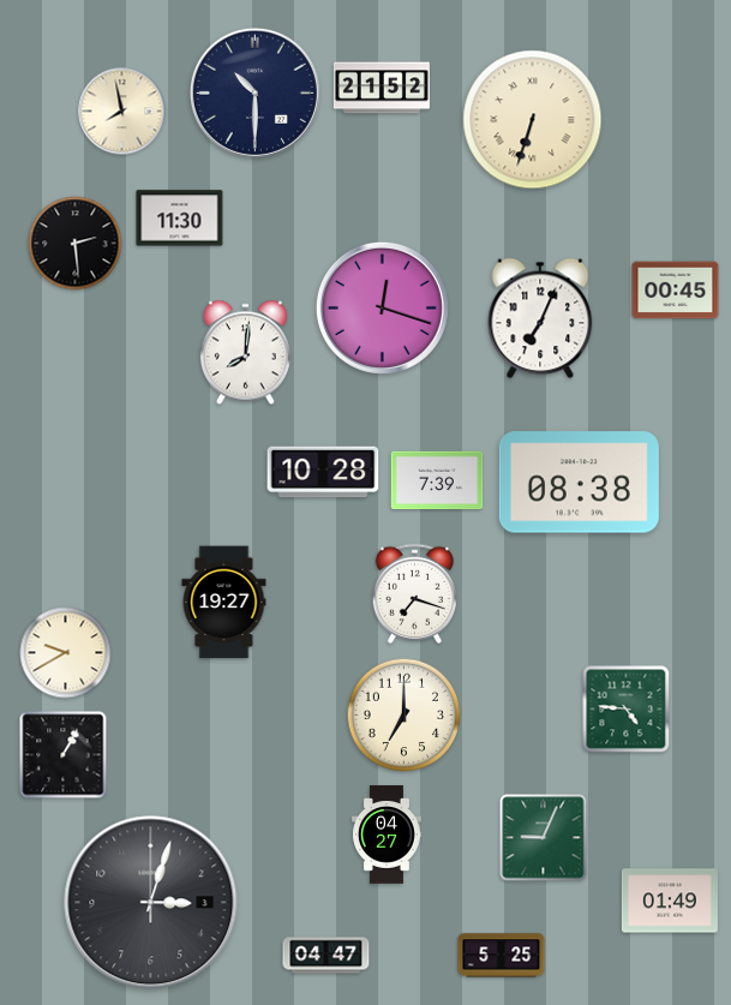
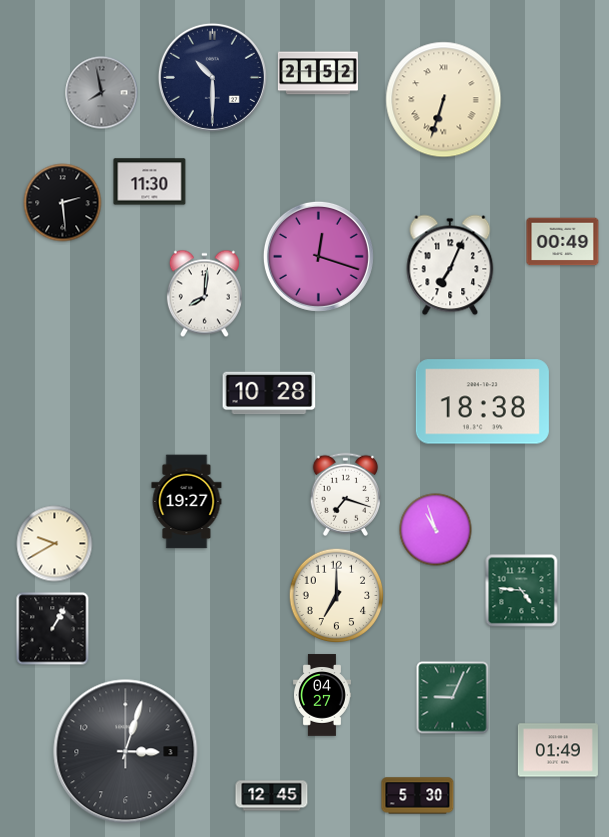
clock at (122, 112) dial: cream -> grey
clock at (676, 291): 00:45 -> 00:49
clock at (437, 480): 7:39 -> none
clock at (579, 483): 08:38 -> 18:38
clock at (436, 530): none -> 10:57
clock at (326, 956): 04:47 -> 12:45
clock at (502, 956): 5:25 -> 5:30
